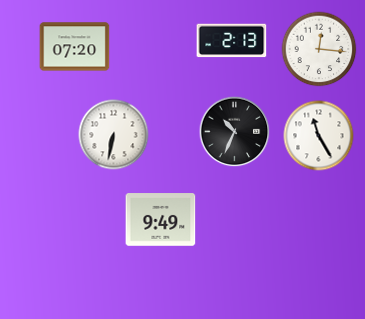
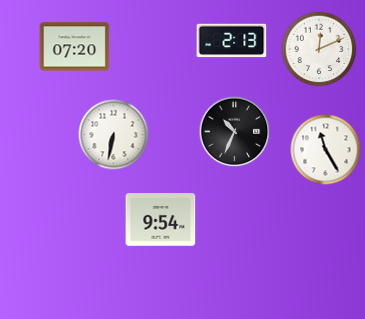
clock at (319, 49): 12:16 -> 12:11
clock at (319, 136) position: (319, 136) -> (326, 150)
clock at (161, 220): 9:49 -> 9:54
